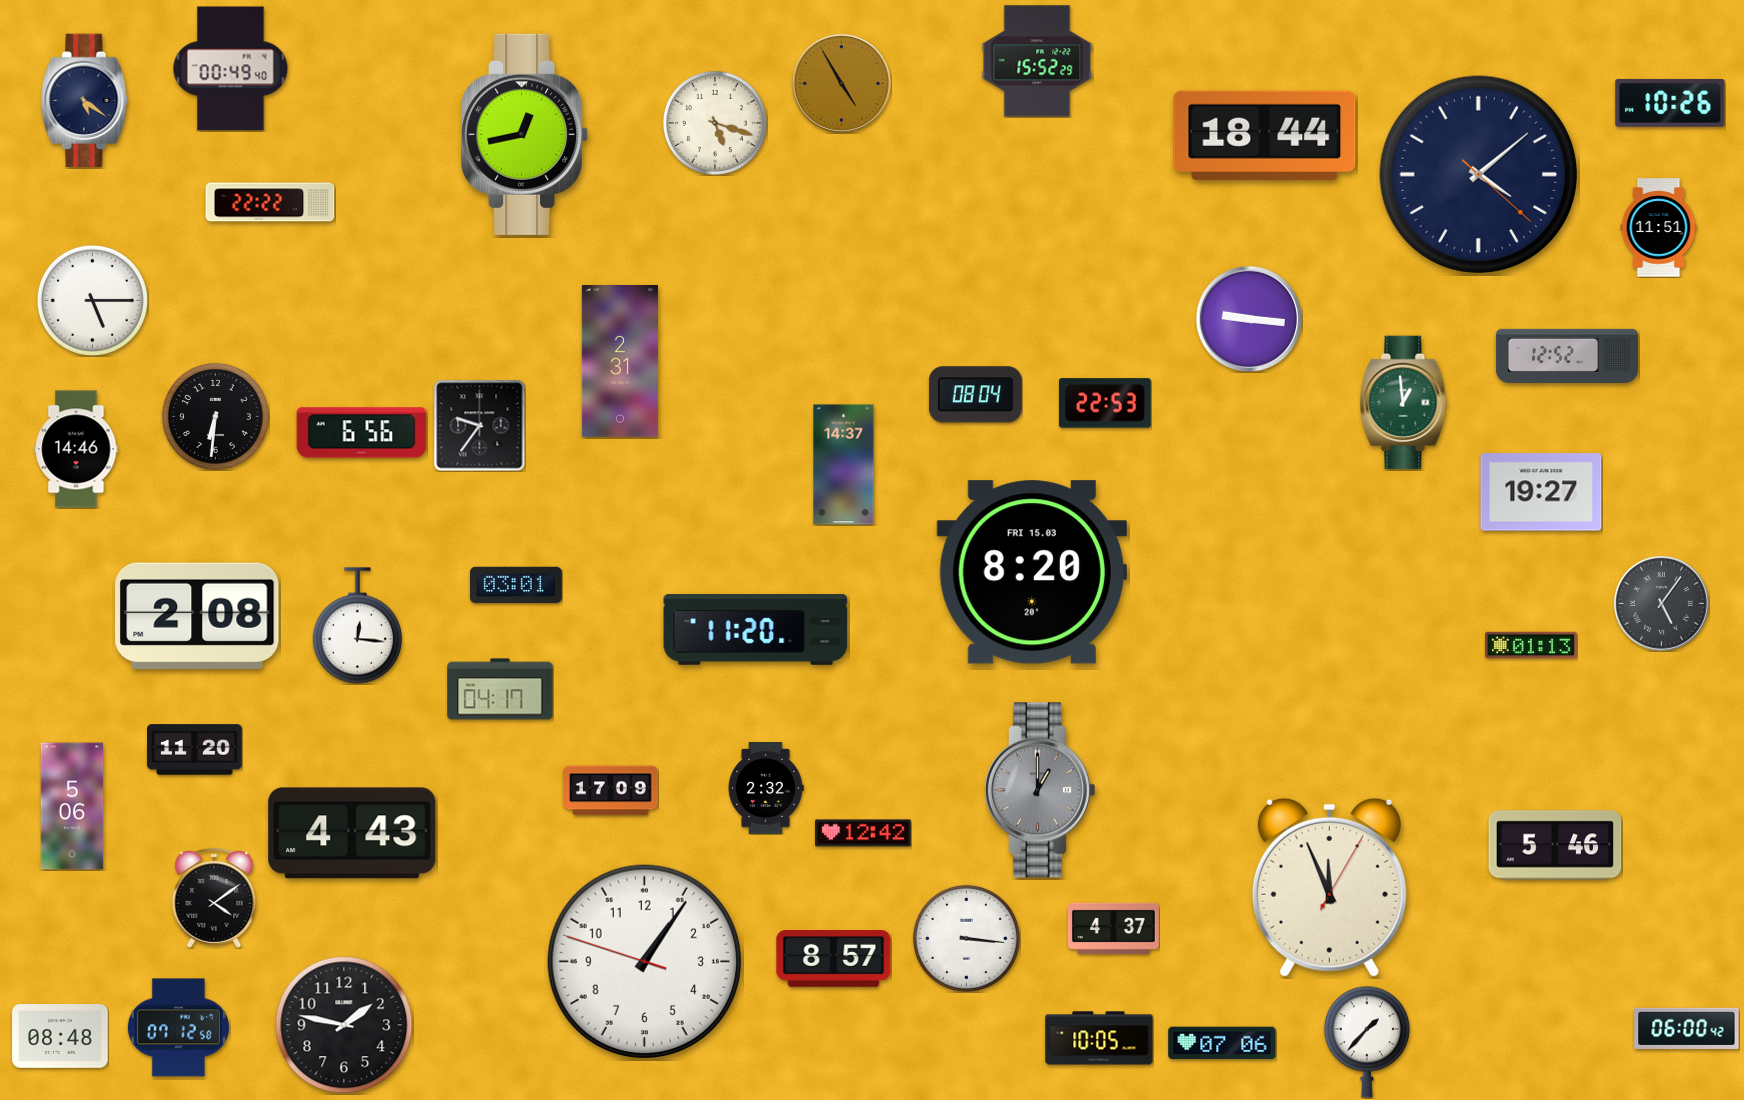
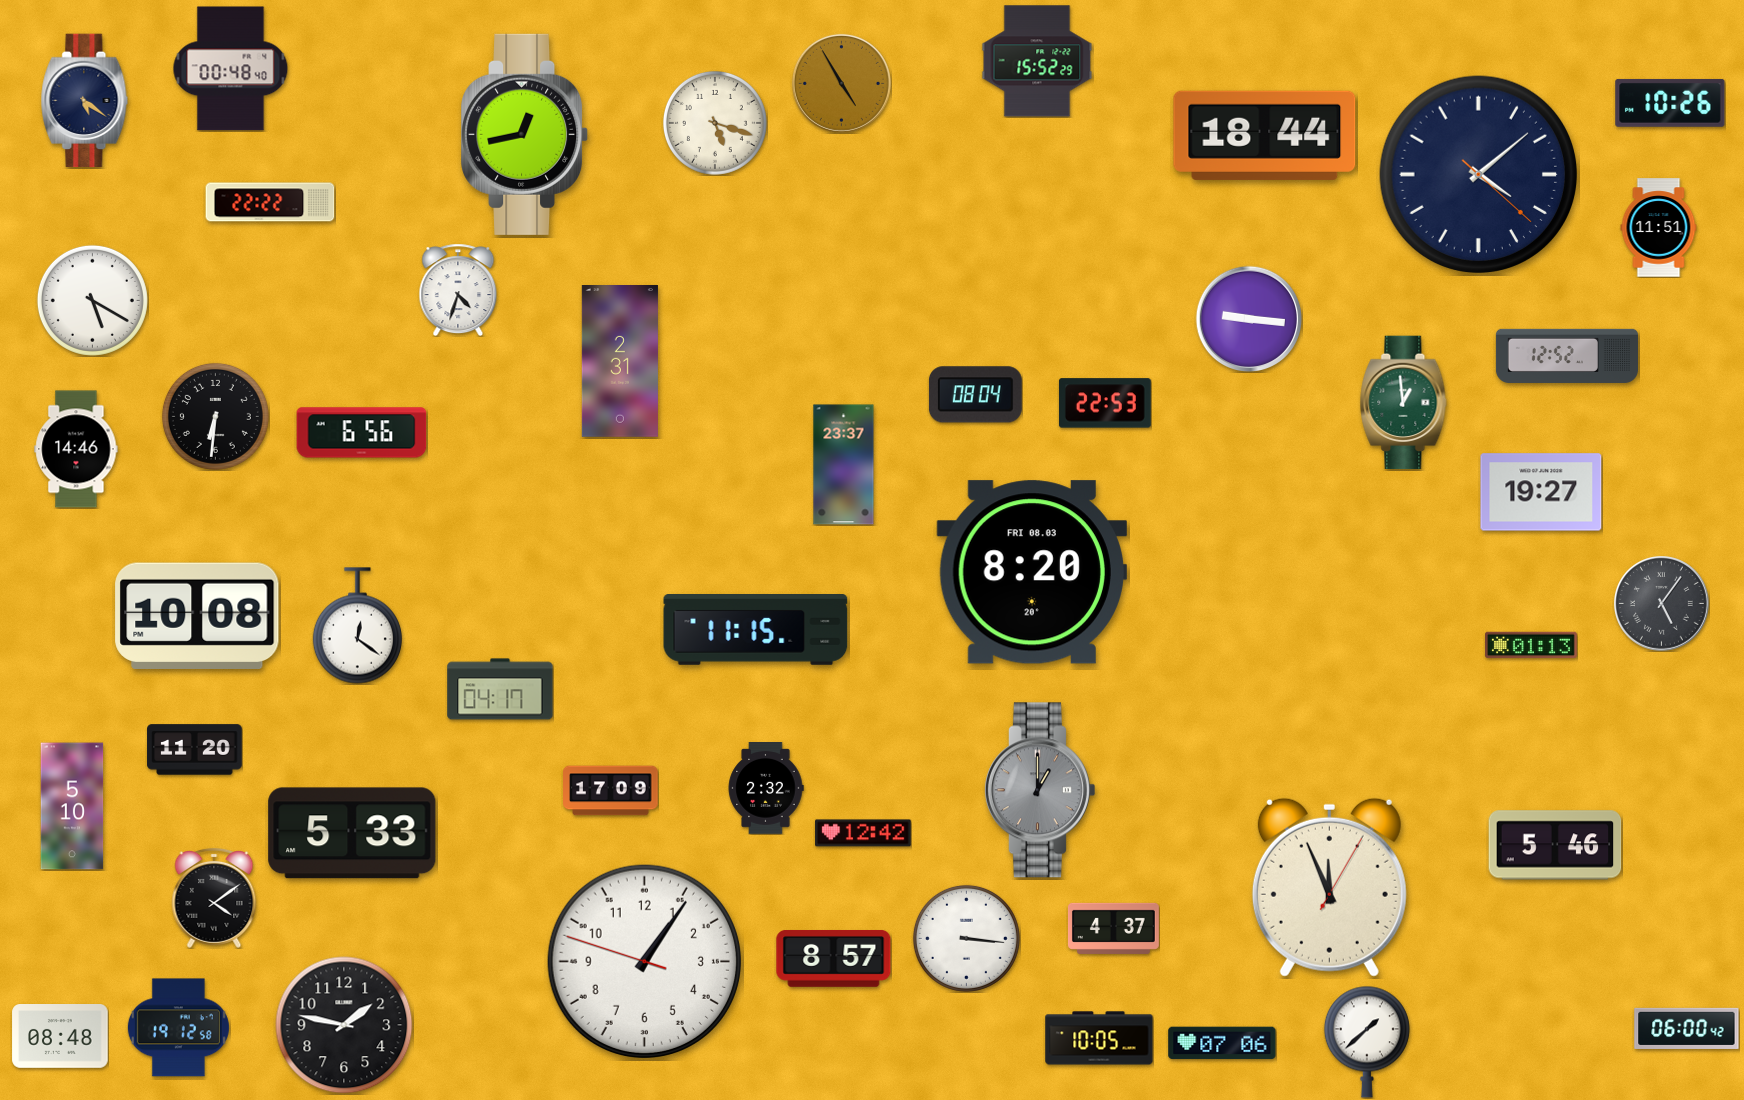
clock at (231, 69): 00:49 -> 00:48
clock at (458, 290): none -> 4:33
clock at (92, 300): 5:15 -> 5:20
clock at (479, 425): 9:36 -> none
clock at (844, 465): 14:37 -> 23:37
clock at (1031, 572) date: FRI 15.03 -> FRI 08.03
clock at (517, 585): 03:01 -> none
clock at (197, 615): 2:08 -> 10:08
clock at (357, 626): 12:16 -> 12:21
clock at (756, 630): 11:20 -> 11:15
clock at (72, 806): 5:06 -> 5:10
clock at (352, 833): 4:43 -> 5:33
clock at (178, 1028): 07:12 -> 19:12
clock at (1367, 1042): 1:37 -> 1:38
